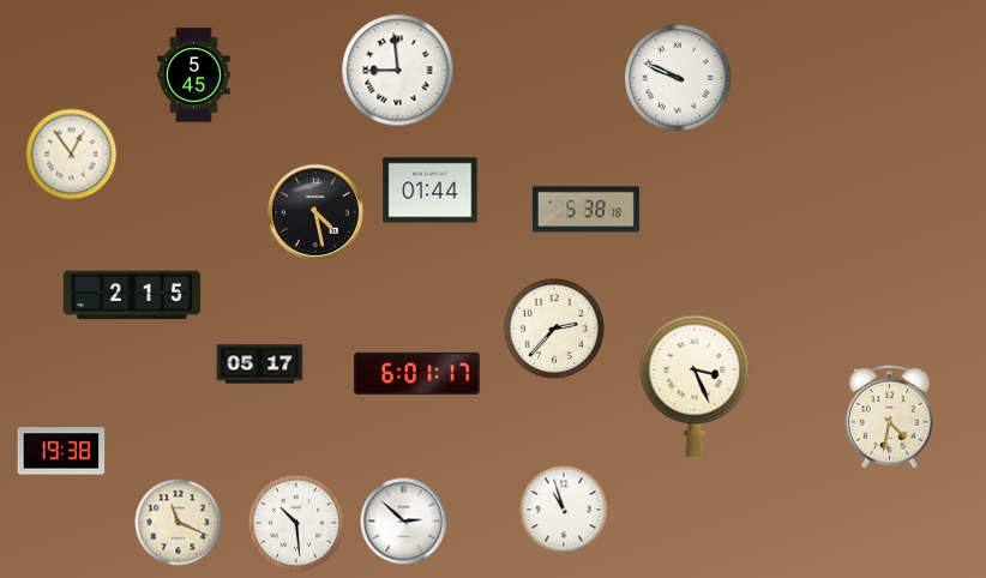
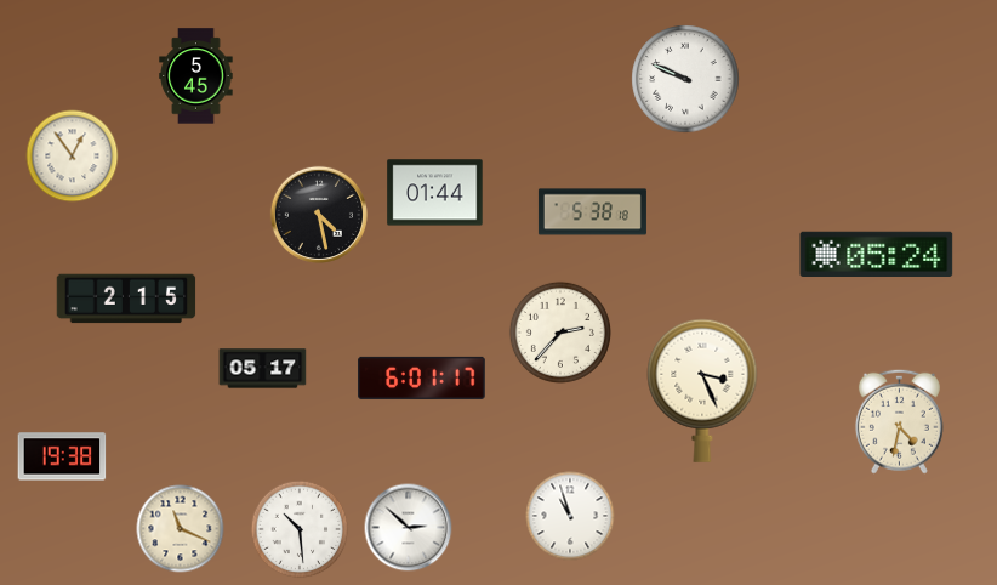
clock at (398, 71): 8:59 -> none
clock at (877, 254): none -> 05:24
clock at (132, 295) position: (132, 295) -> (126, 299)
